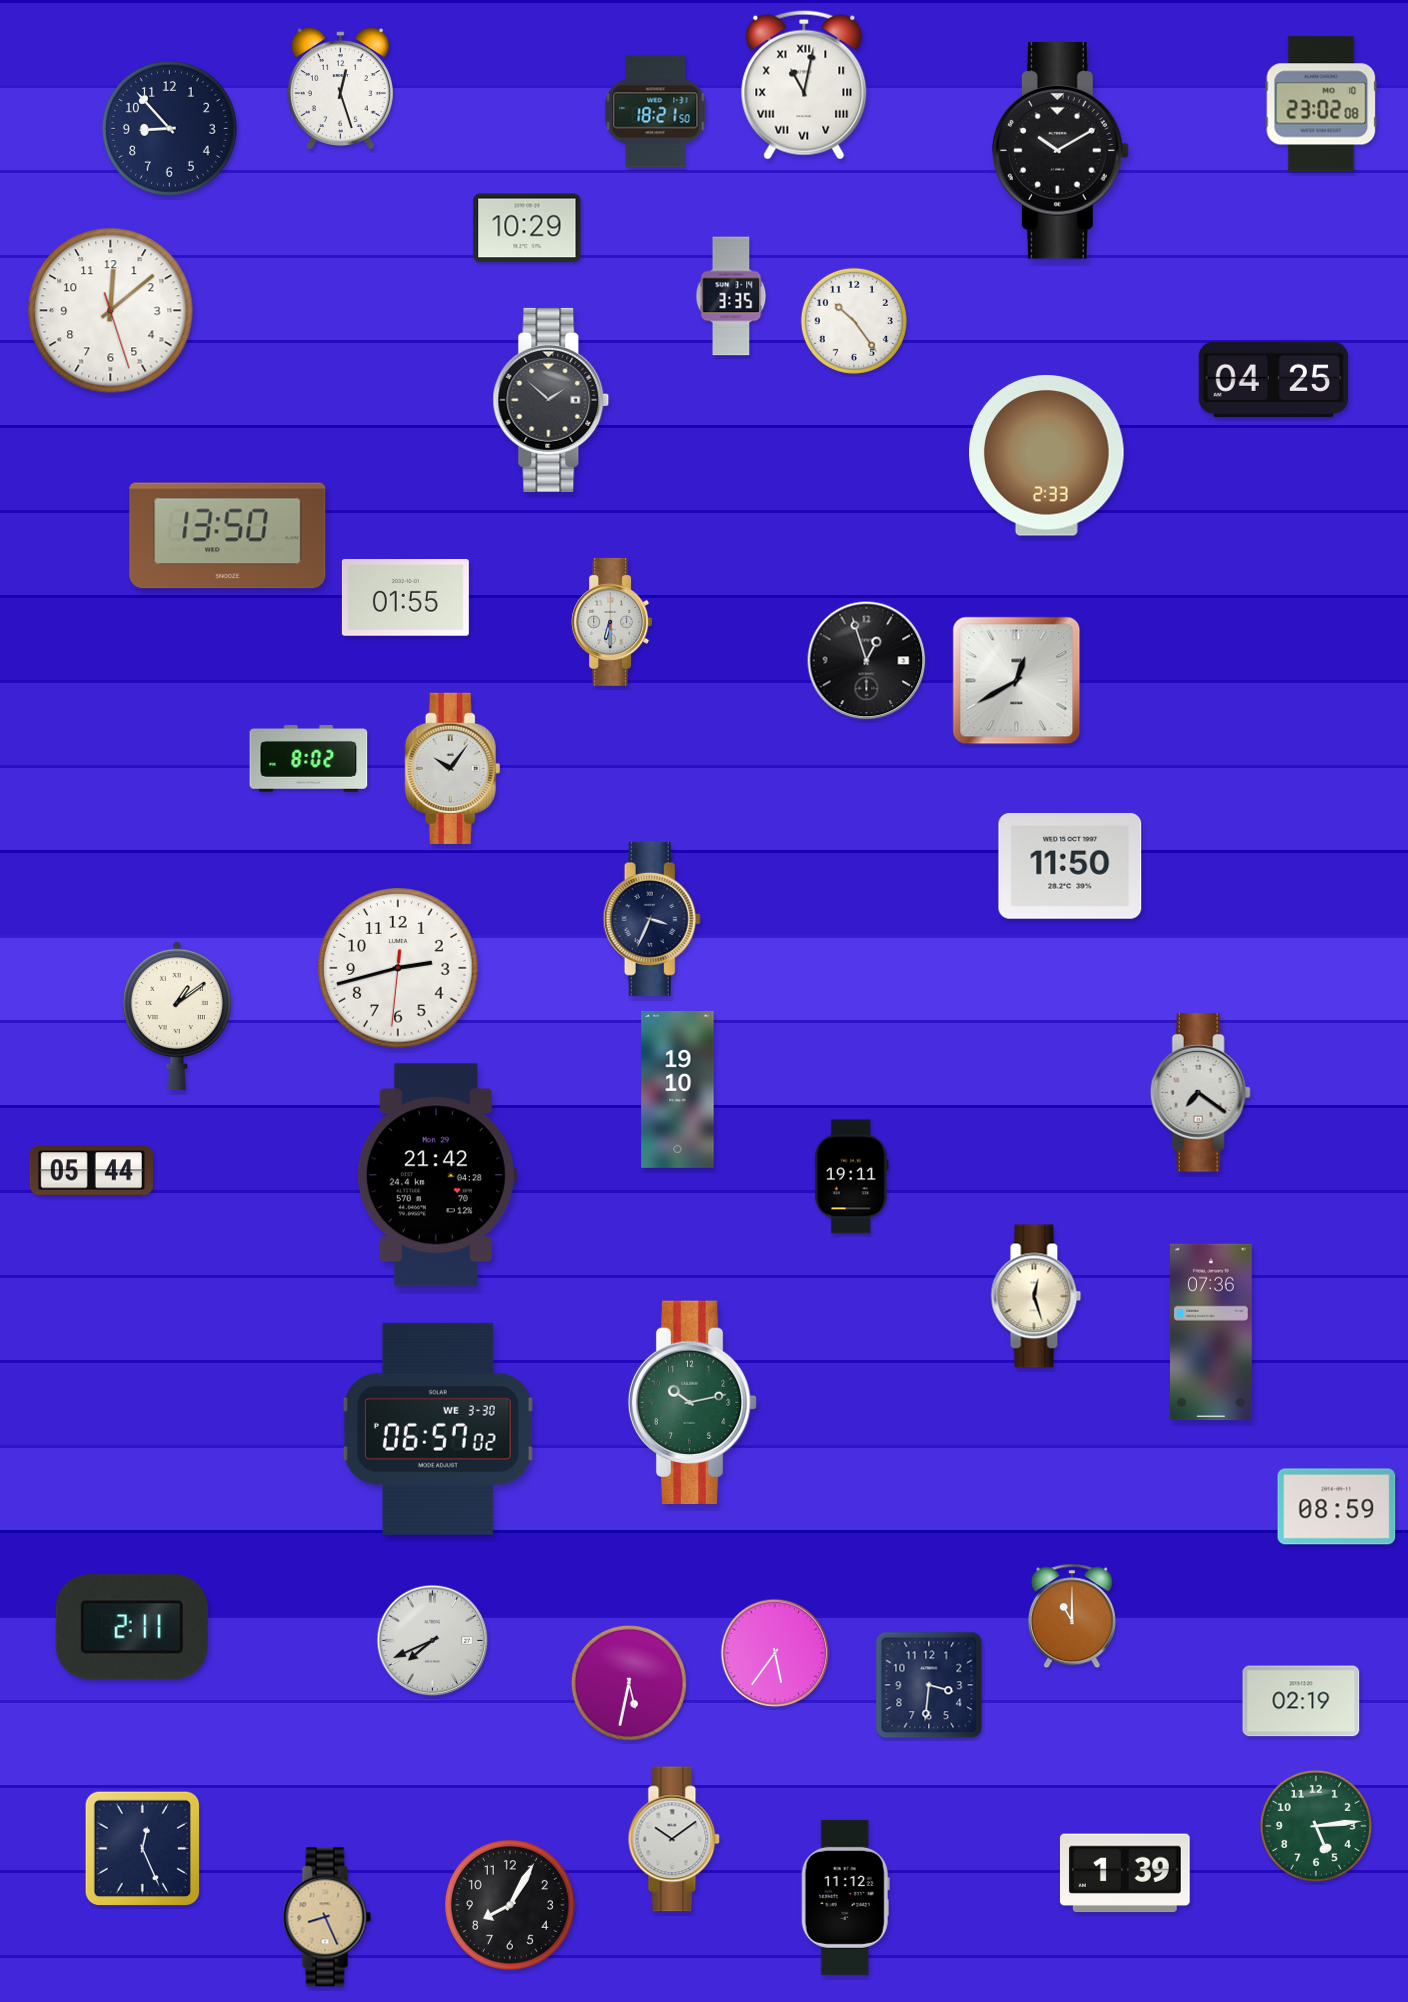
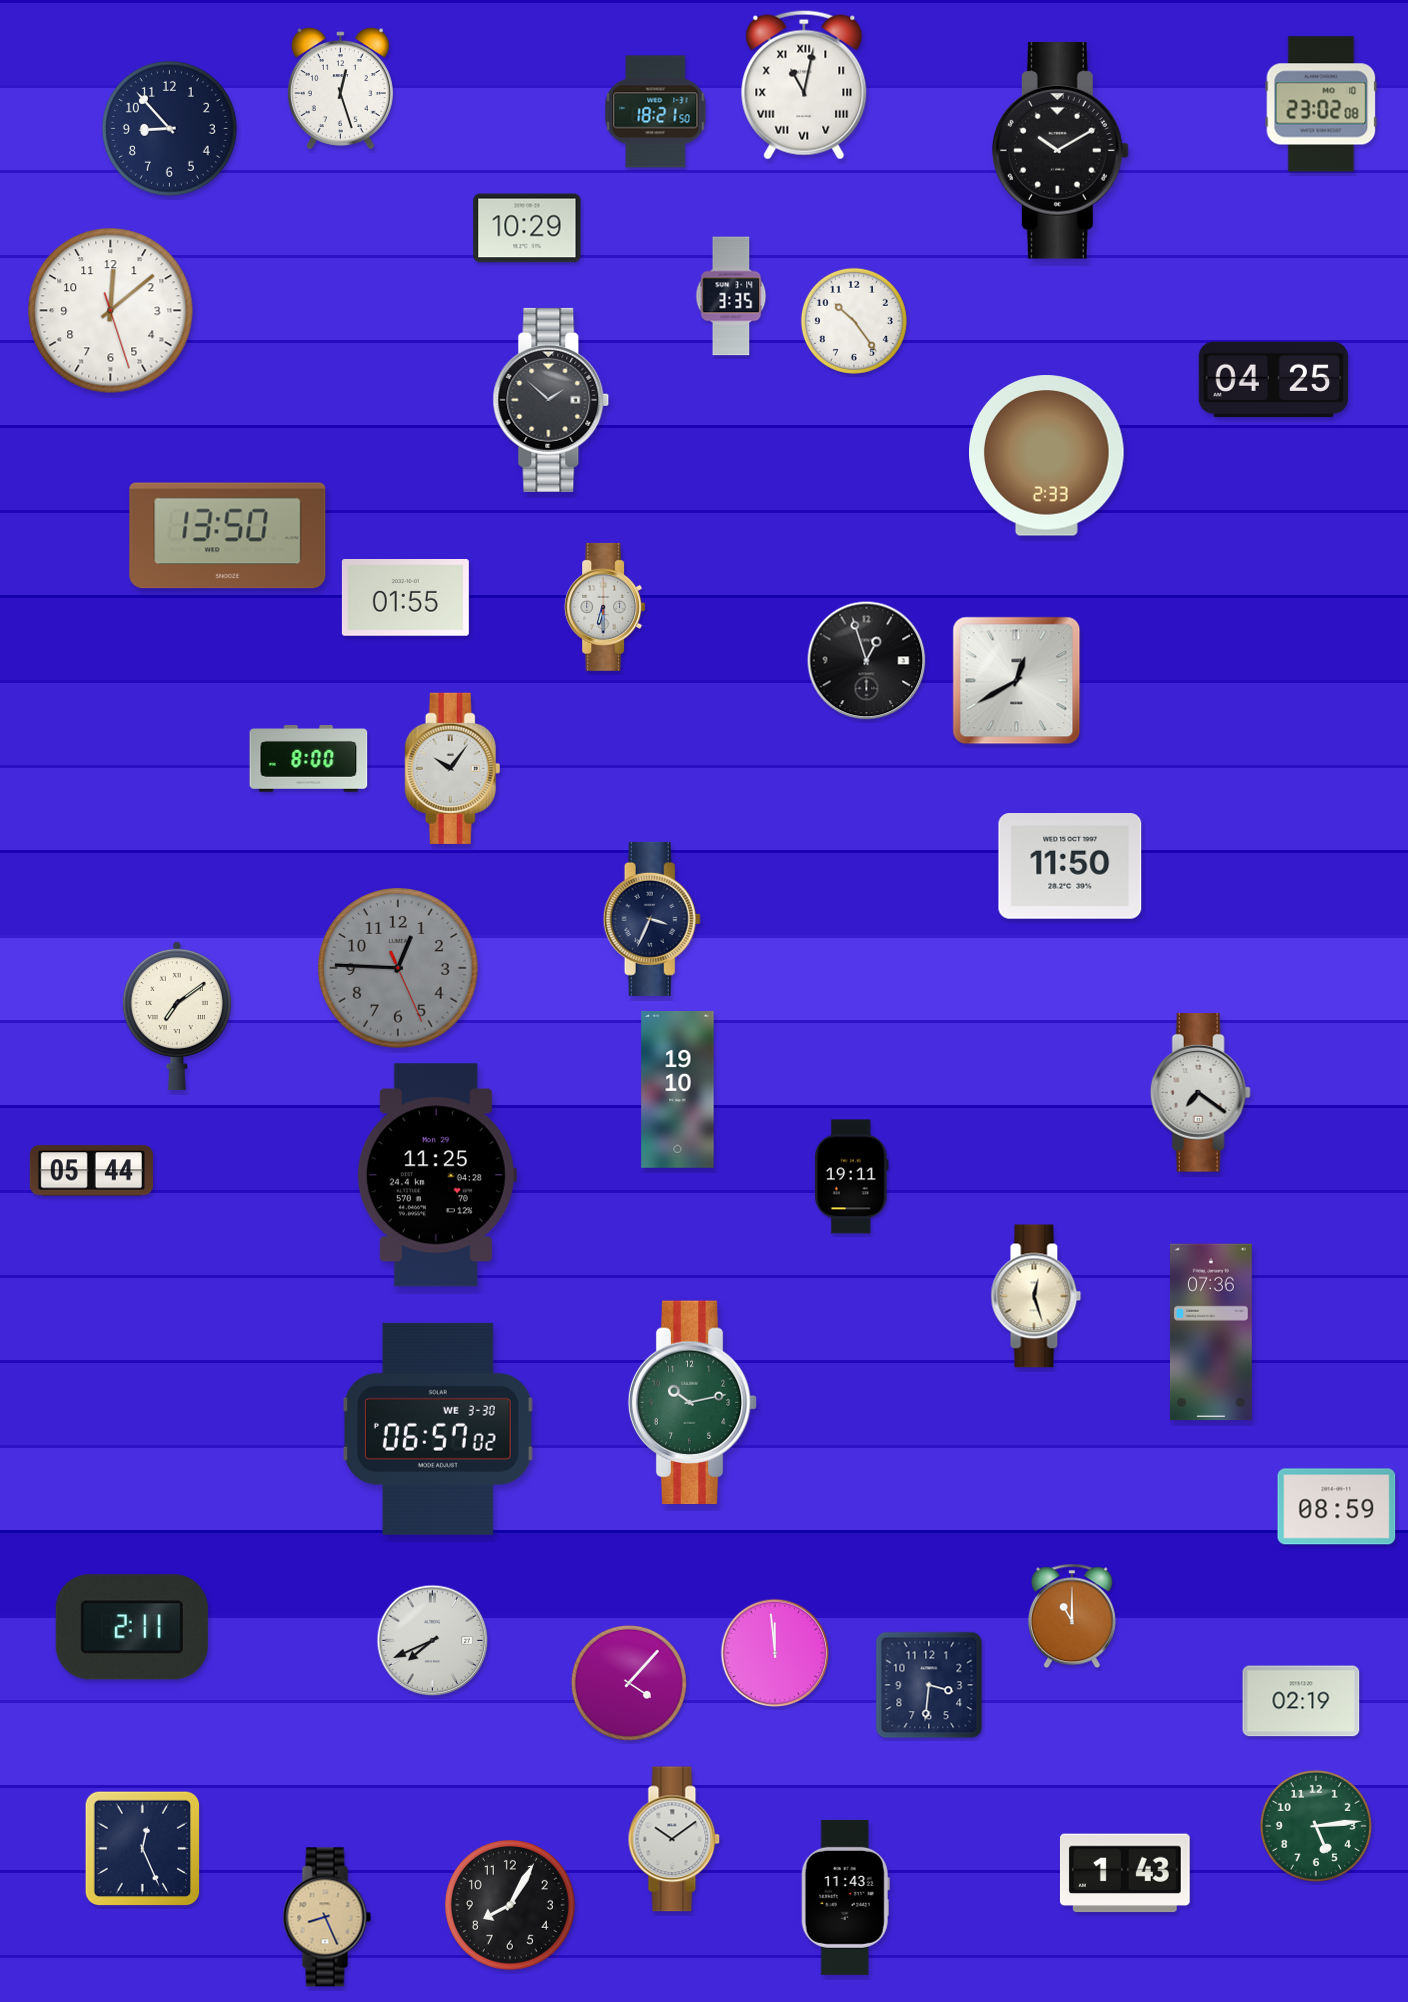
clock at (612, 622) position: (612, 622) -> (605, 607)
clock at (309, 759): 8:02 -> 8:00
clock at (398, 968): 2:42 -> 12:45
clock at (398, 968) dial: white -> grey
clock at (177, 1016): 1:09 -> 7:09
clock at (437, 1175): 21:42 -> 11:25
clock at (775, 1653): 5:36 -> 11:59
clock at (629, 1683): 5:32 -> 4:07
clock at (1125, 1873): 1:39 -> 1:43
clock at (845, 1897): 11:12 -> 11:43
